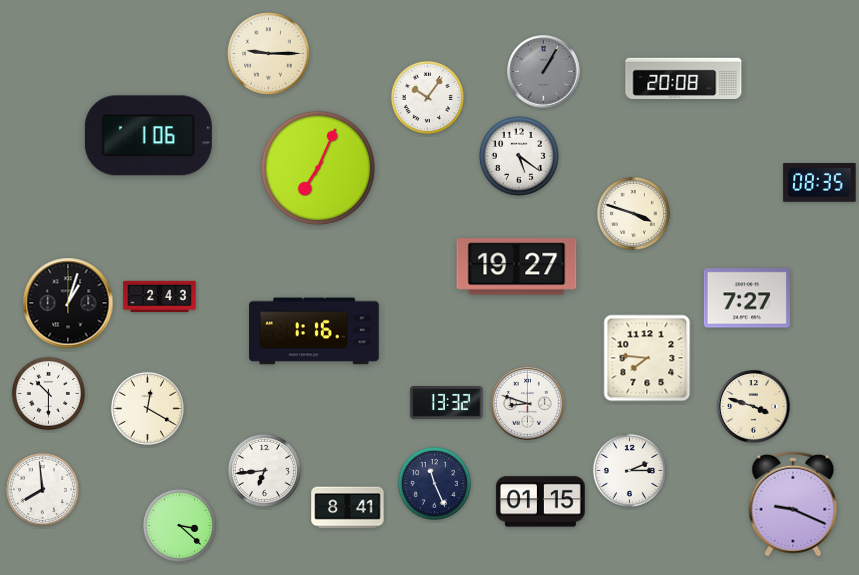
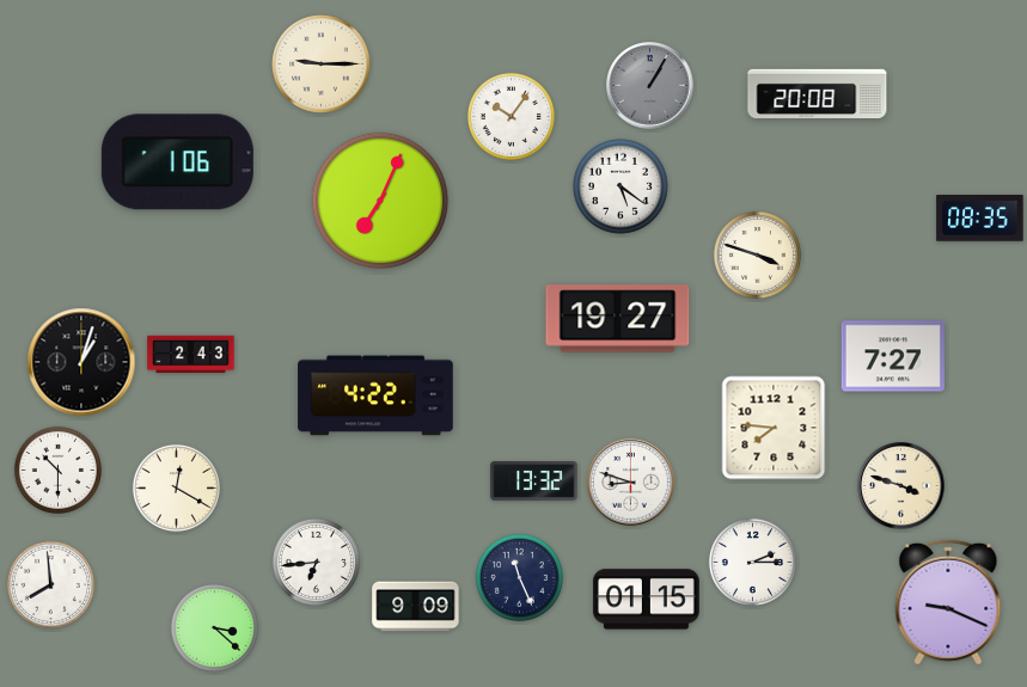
clock at (314, 331): 1:16 -> 4:22
clock at (348, 508): 8:41 -> 9:09
